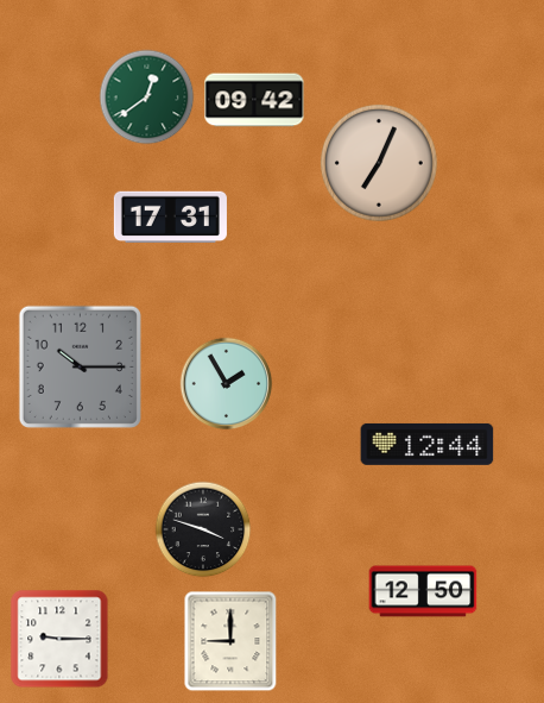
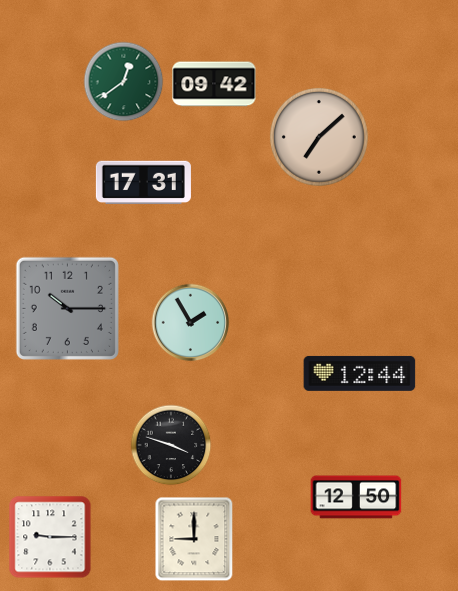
clock at (379, 163): 7:04 -> 7:08
